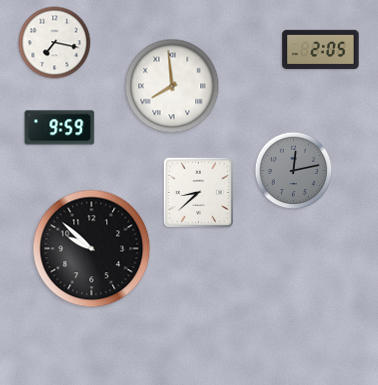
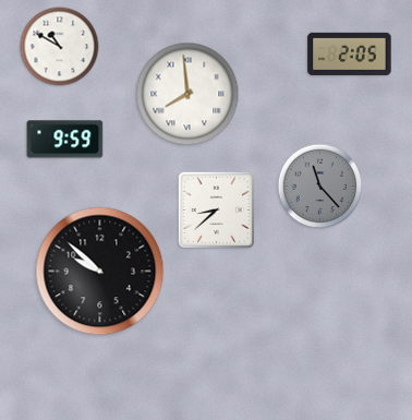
clock at (55, 43): 7:17 -> 10:50
clock at (294, 171): 12:13 -> 11:23
